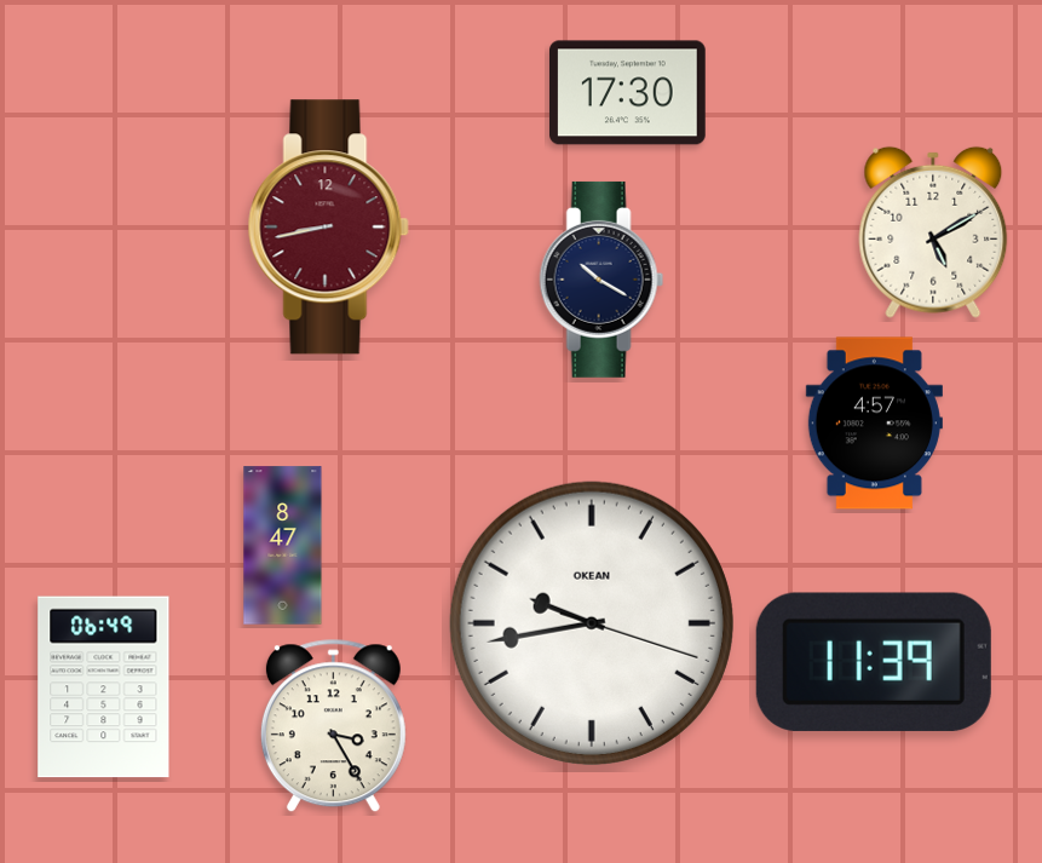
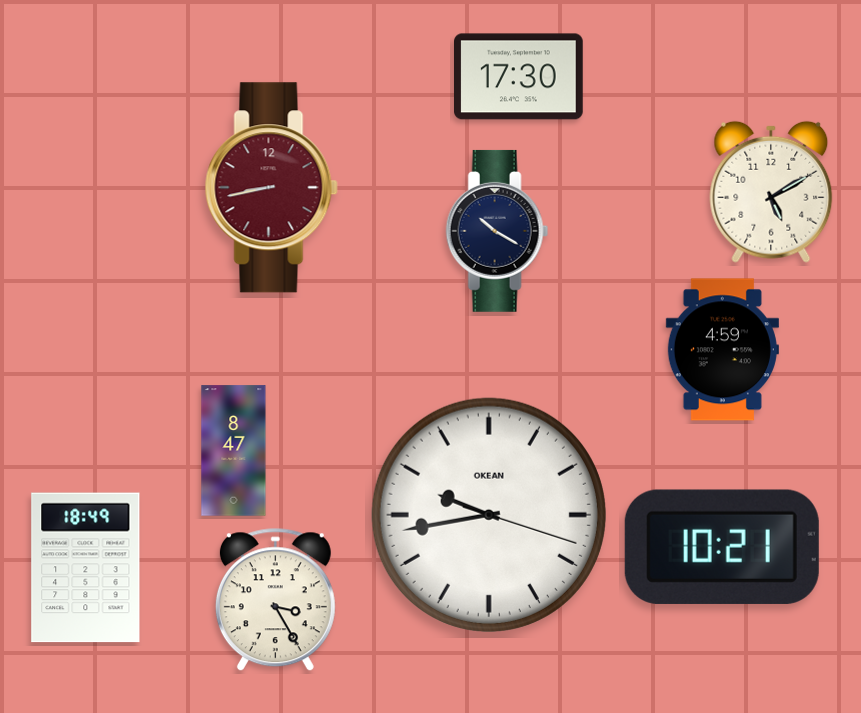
clock at (874, 424): 4:57 -> 4:59
clock at (874, 662): 11:39 -> 10:21
clock at (104, 687): 06:49 -> 18:49
